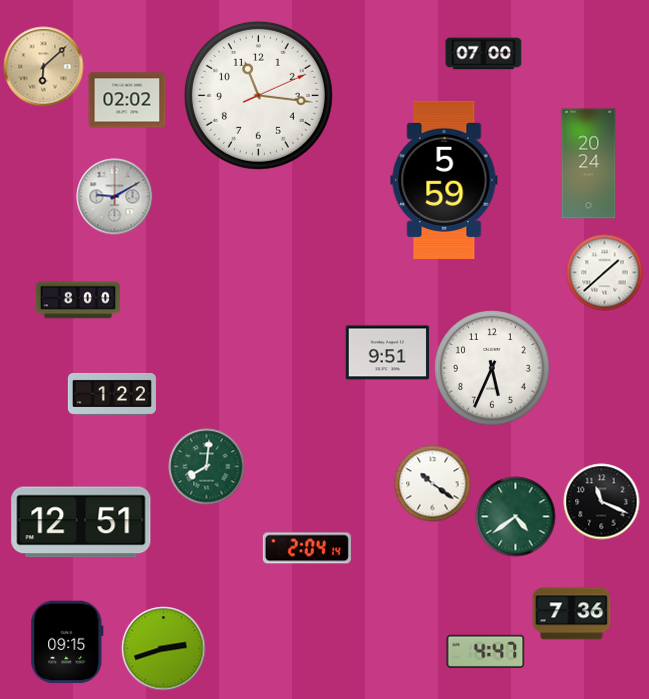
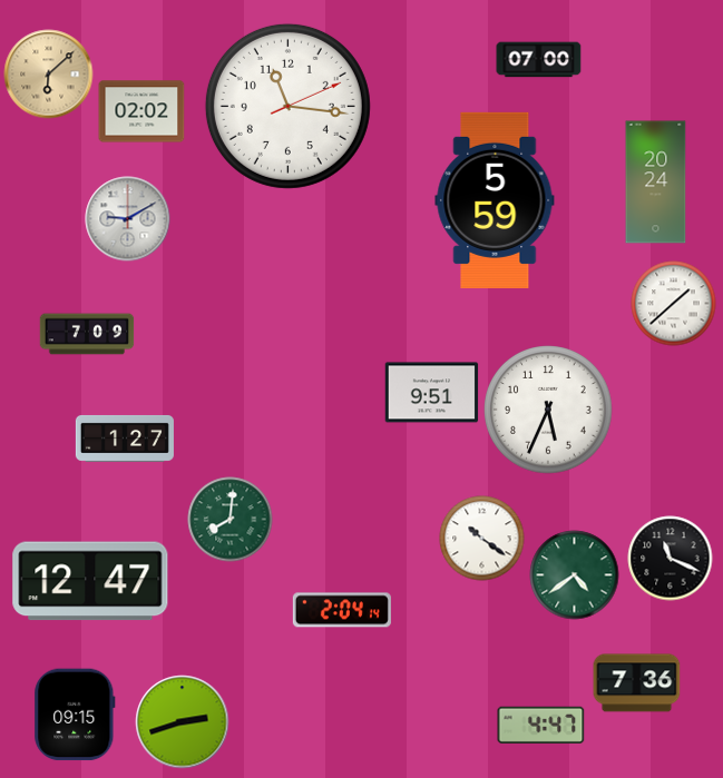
clock at (78, 300): 8:00 -> 7:09
clock at (112, 394): 1:22 -> 1:27
clock at (81, 522): 12:51 -> 12:47
